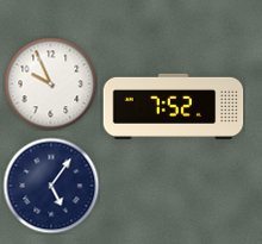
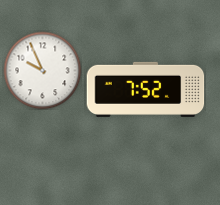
clock at (51, 186): 5:06 -> none
